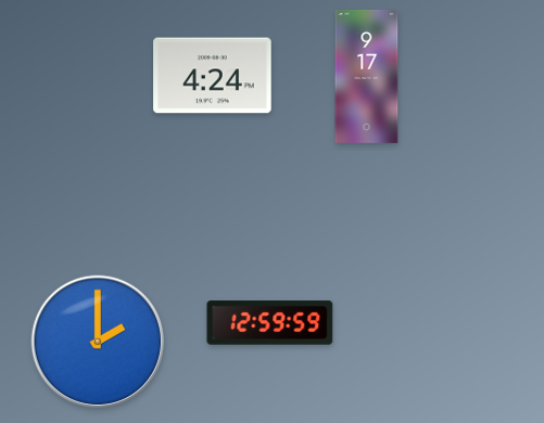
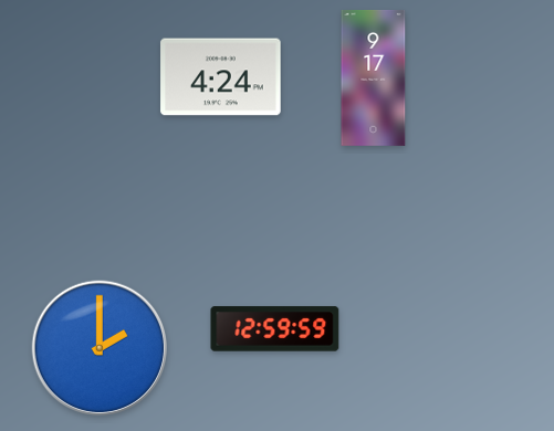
clock at (213, 76) position: (213, 76) -> (221, 77)
